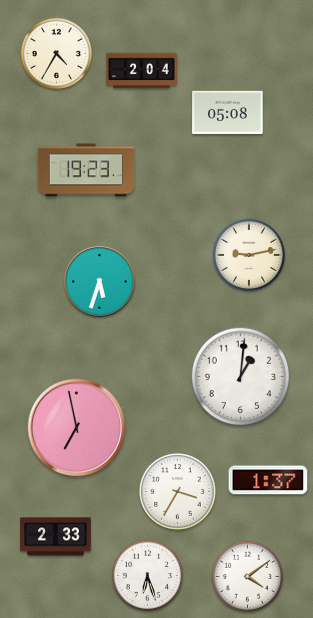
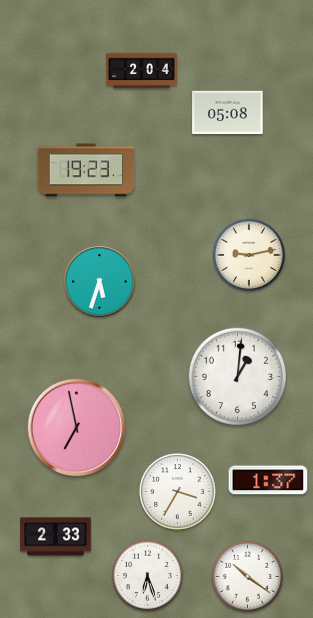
clock at (56, 53): 4:35 -> none
clock at (241, 377) position: (241, 377) -> (238, 377)
clock at (247, 576): 4:09 -> 10:21
